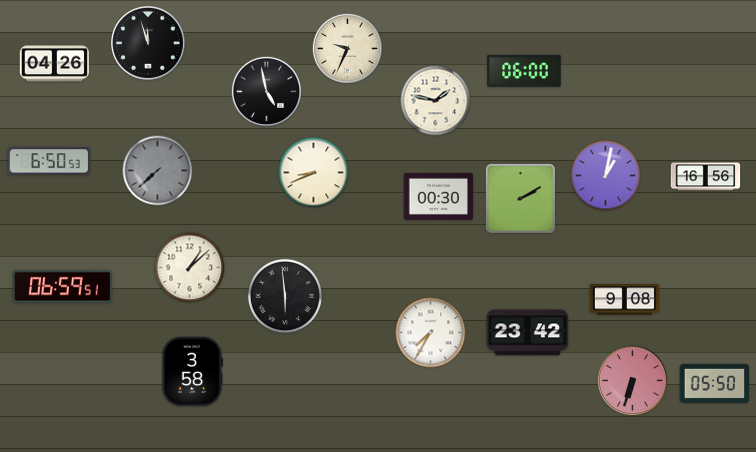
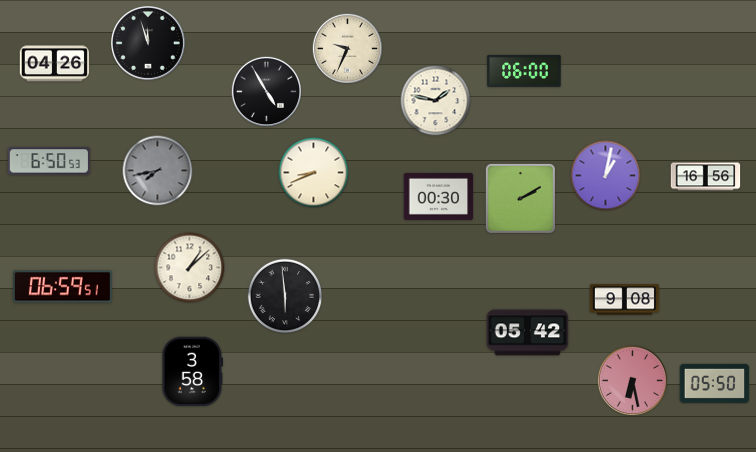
clock at (266, 91): 4:58 -> 4:55
clock at (158, 171): 7:38 -> 7:43
clock at (431, 333): 7:35 -> none
clock at (528, 333): 23:42 -> 05:42
clock at (632, 380): 6:33 -> 6:28
